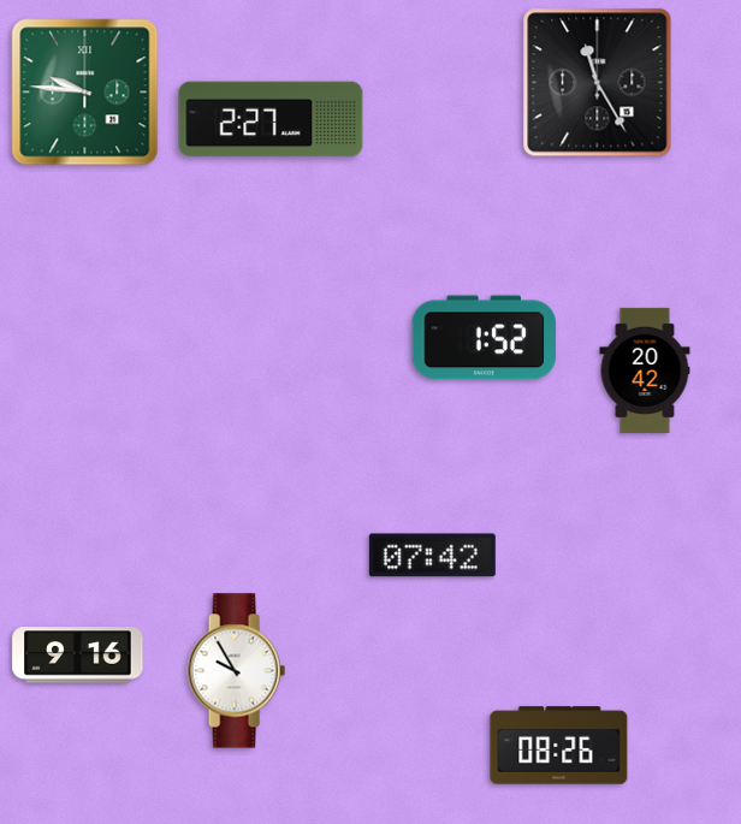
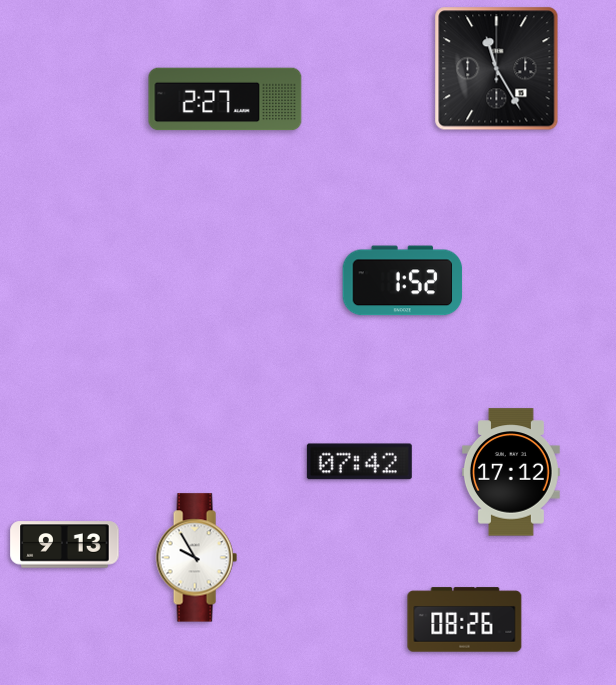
clock at (85, 93): 9:46 -> none
clock at (645, 370): 20:42 -> none
clock at (511, 472): none -> 17:12
clock at (78, 656): 9:16 -> 9:13
